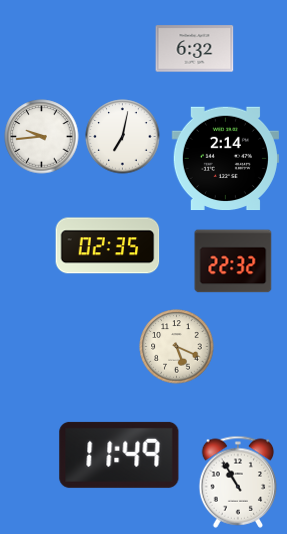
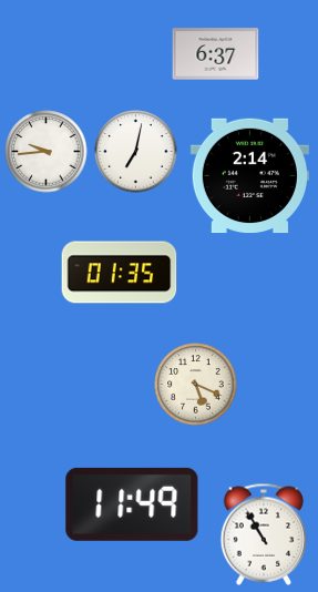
clock at (195, 49): 6:32 -> 6:37
clock at (108, 246): 02:35 -> 01:35
clock at (233, 261): 22:32 -> none
